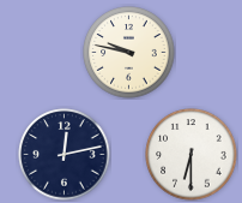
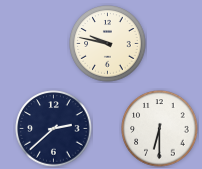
clock at (65, 155): 12:13 -> 2:38
